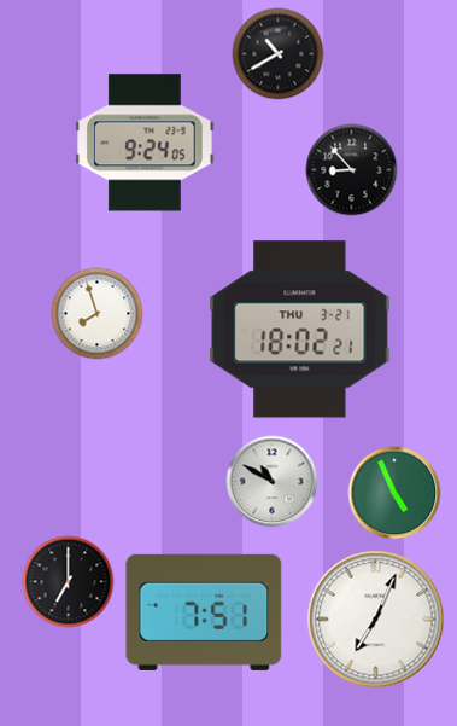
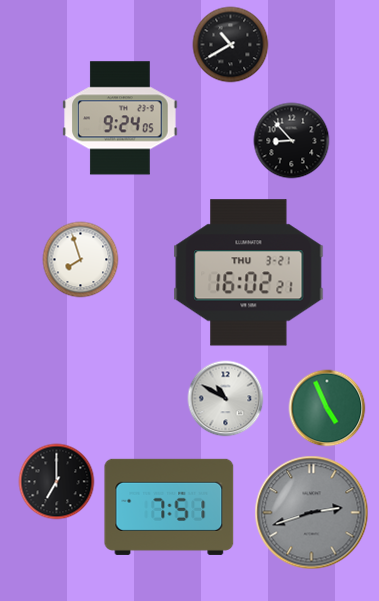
clock at (300, 330): 18:02 -> 16:02
clock at (376, 620): 7:04 -> 2:42
clock at (376, 620) dial: white -> grey
